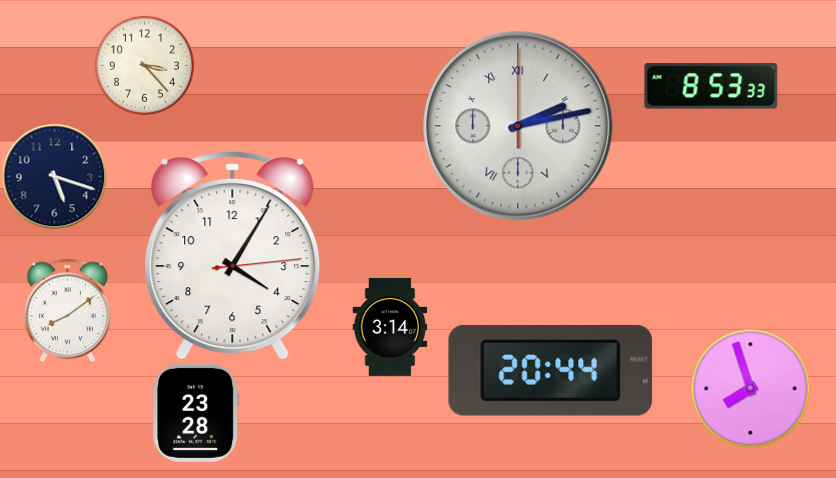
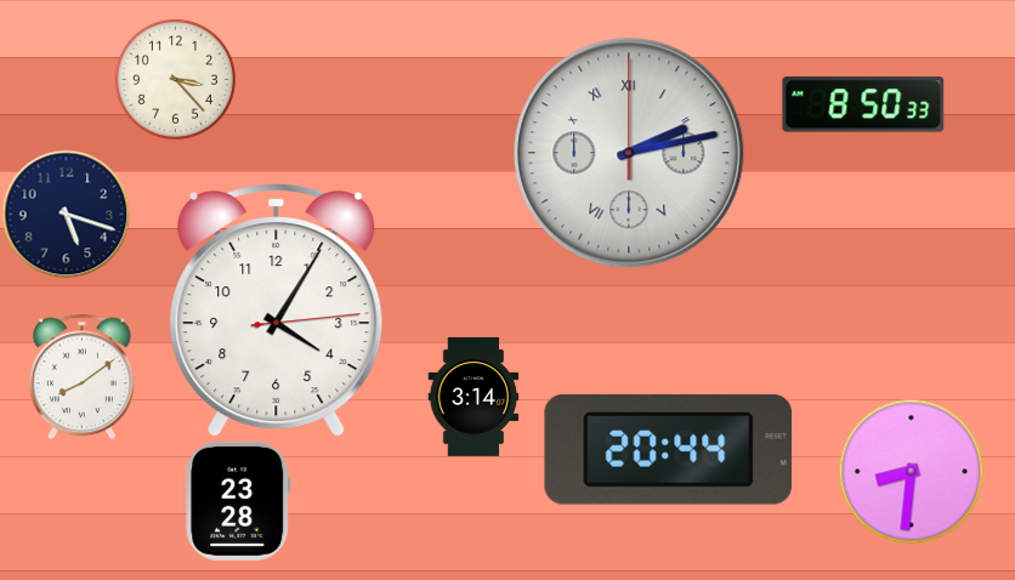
clock at (711, 86): 8:53 -> 8:50
clock at (233, 256) position: (233, 256) -> (277, 311)
clock at (750, 388): 7:57 -> 8:31
